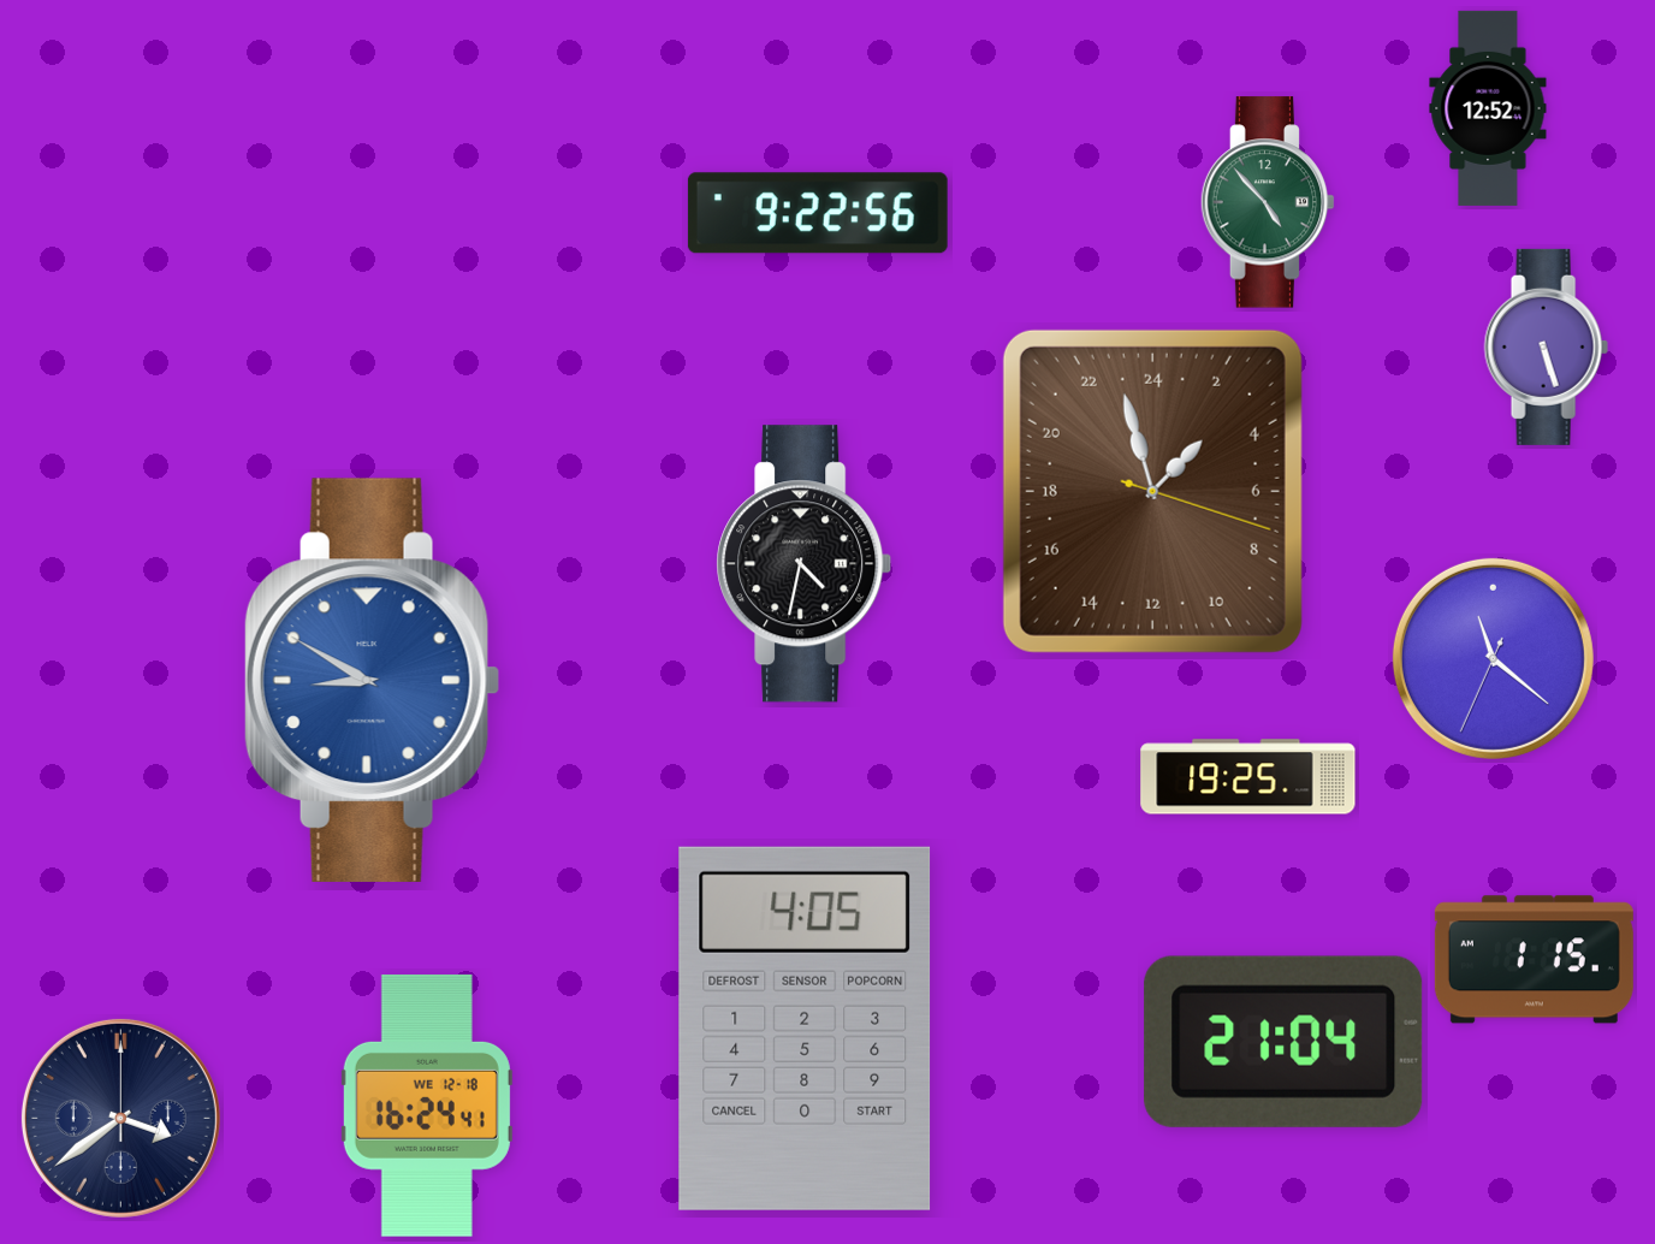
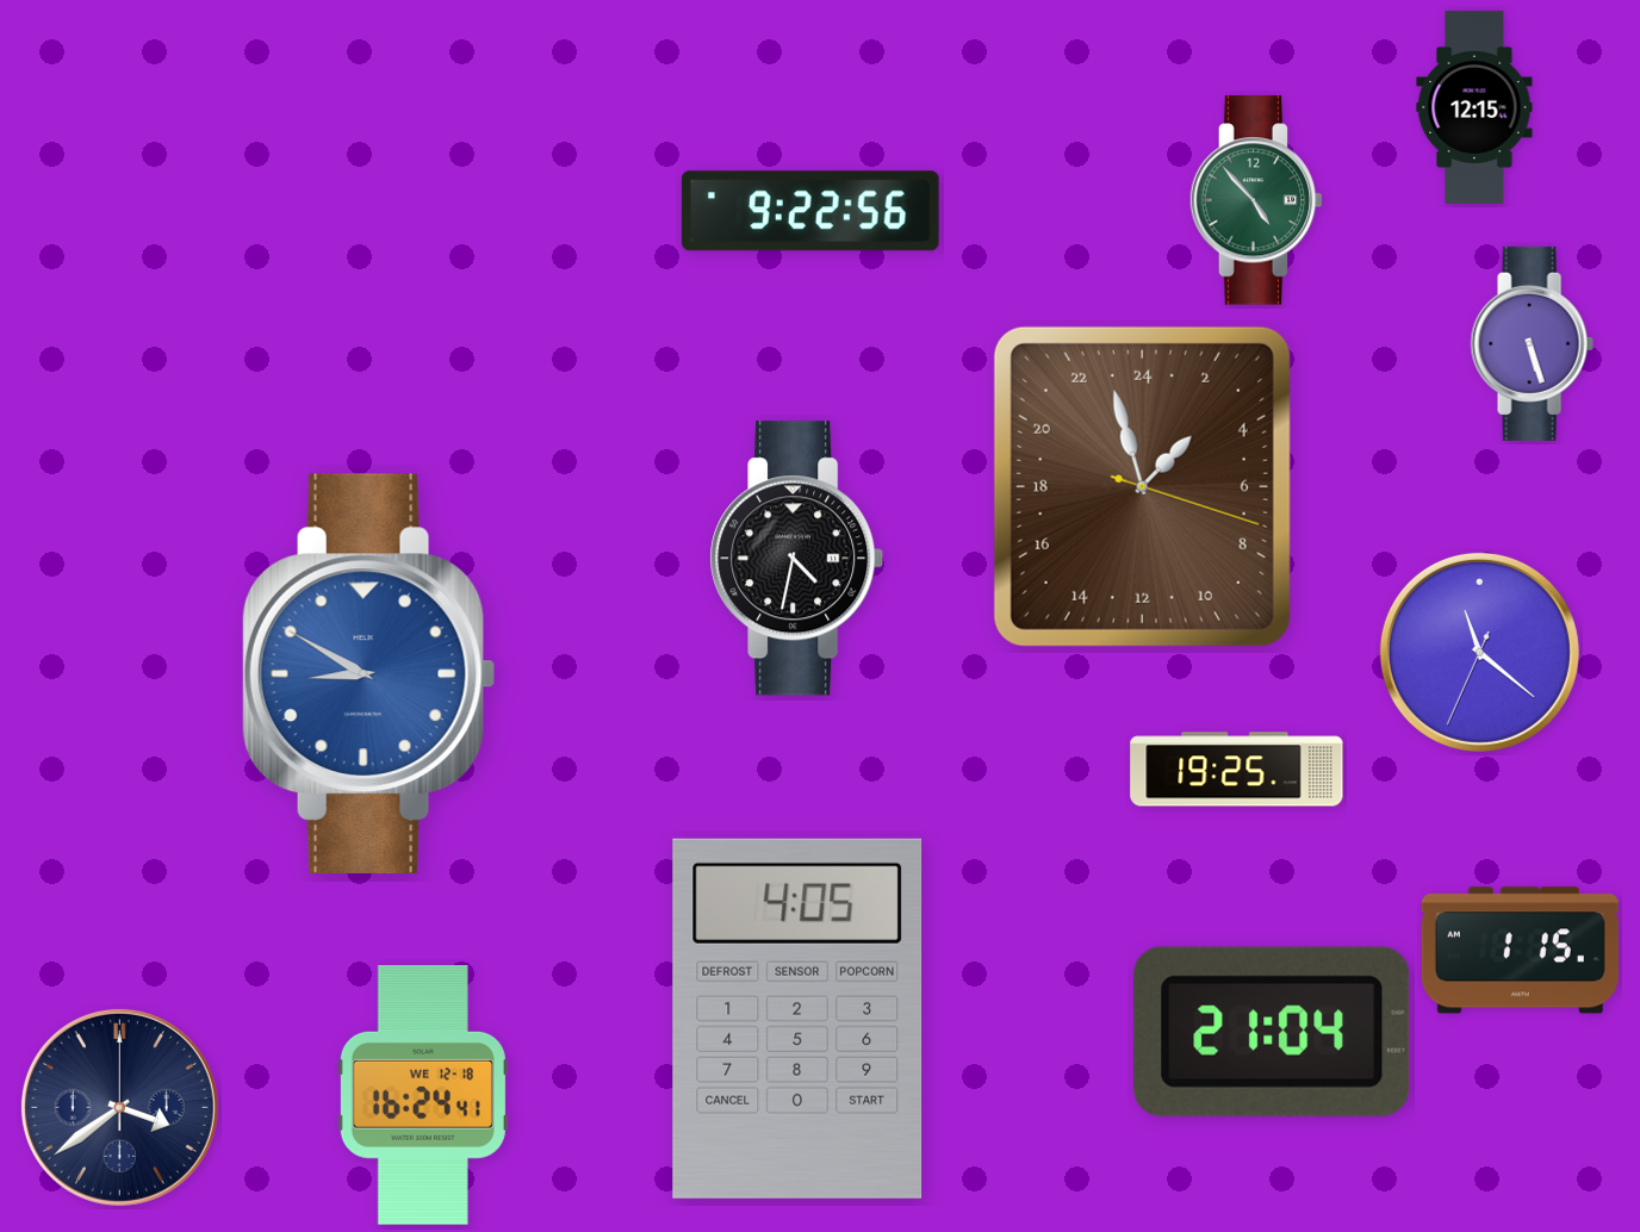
clock at (1488, 108): 12:52 -> 12:15
